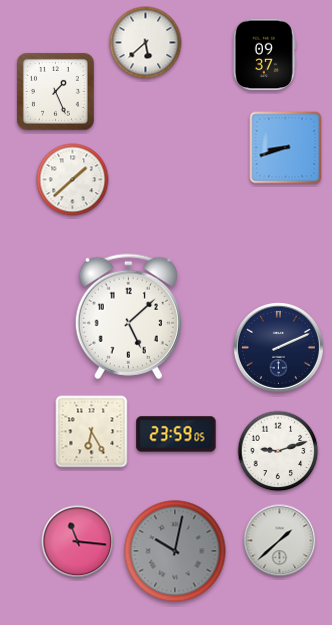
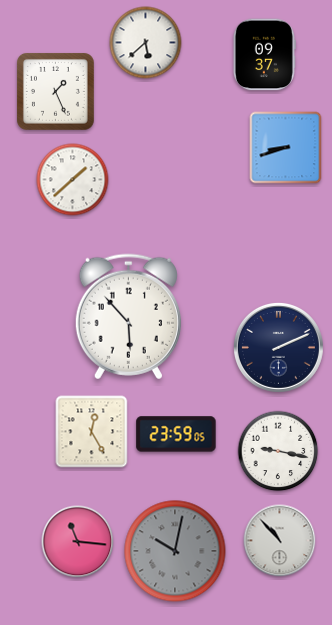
clock at (128, 317): 5:08 -> 5:53
clock at (92, 432): 6:25 -> 12:25
clock at (278, 451): 9:12 -> 9:17
clock at (280, 541): 1:38 -> 10:53
